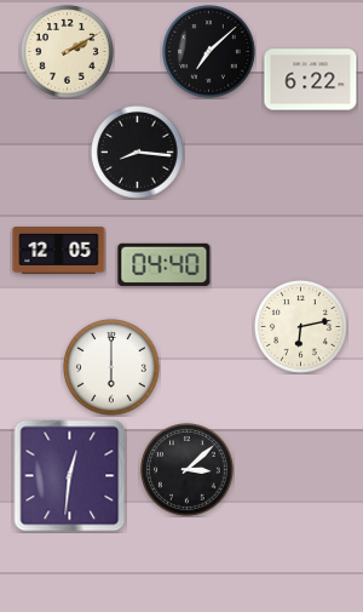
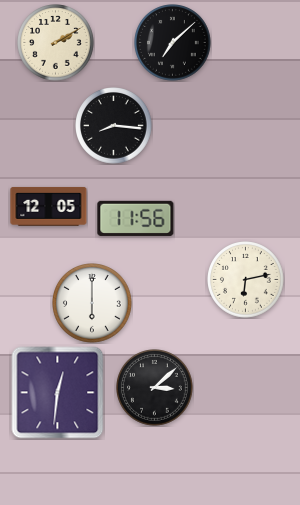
clock at (311, 80): 6:22 -> none
clock at (165, 264): 04:40 -> 11:56
clock at (301, 327) position: (301, 327) -> (246, 280)
